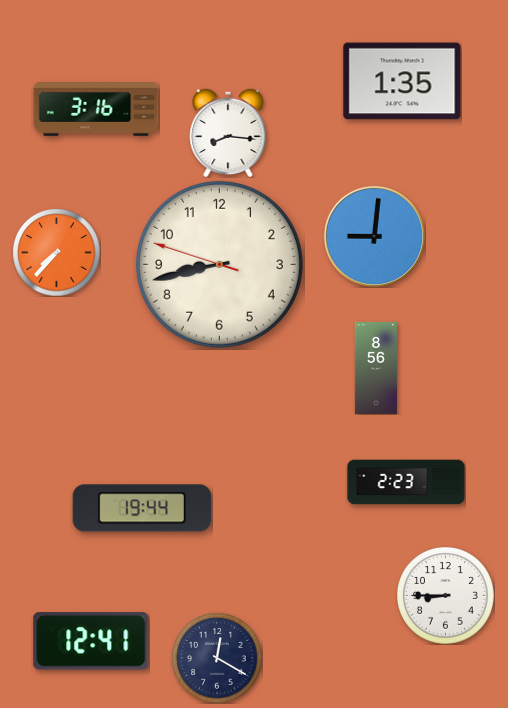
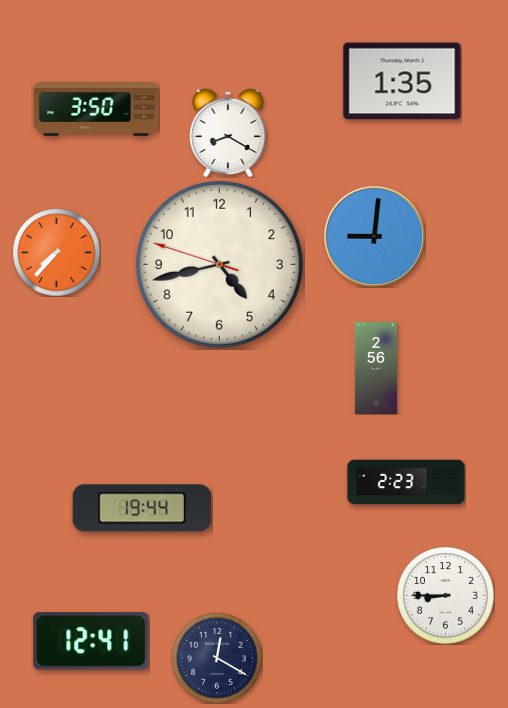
clock at (96, 110): 3:16 -> 3:50
clock at (228, 133): 8:16 -> 8:20
clock at (219, 264): 8:42 -> 4:42
clock at (375, 368): 8:56 -> 2:56
